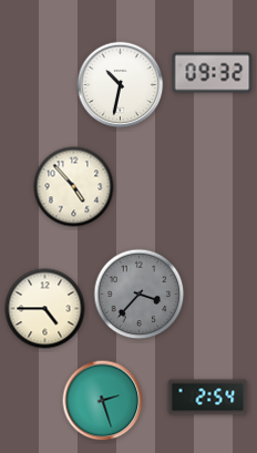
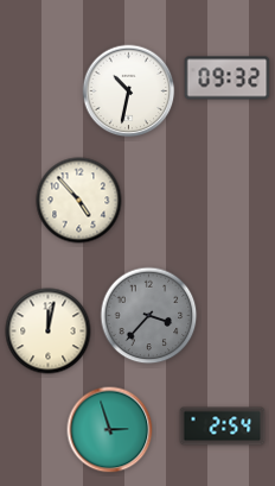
clock at (45, 309): 4:45 -> 12:02
clock at (103, 401): 2:27 -> 2:57
